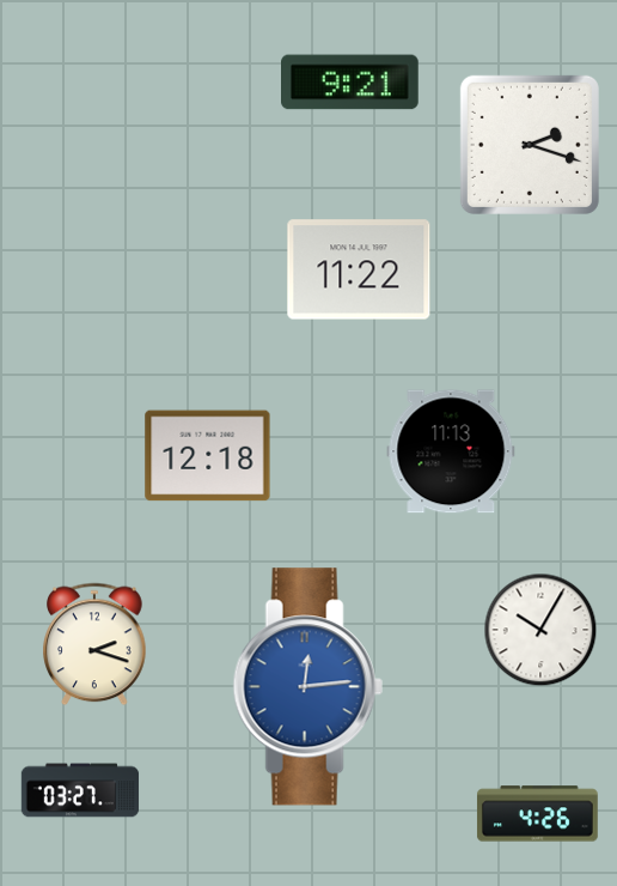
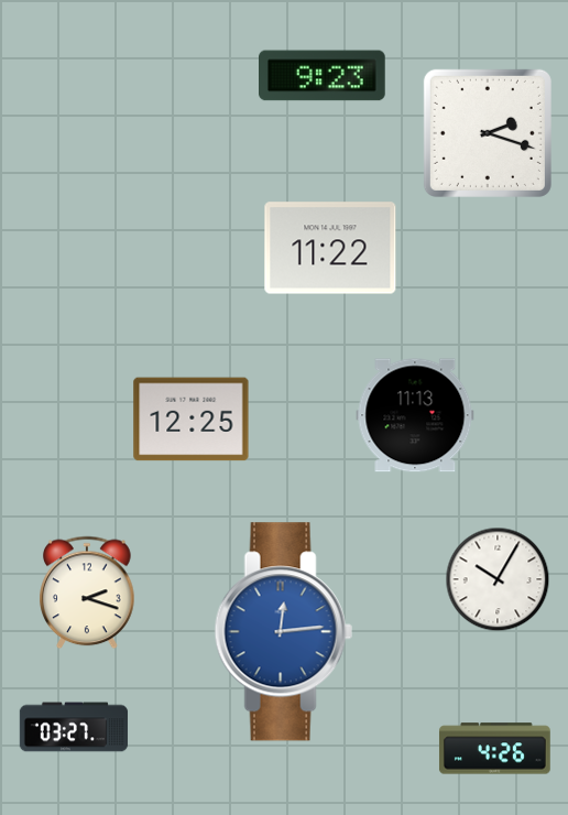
clock at (350, 83): 9:21 -> 9:23
clock at (208, 456): 12:18 -> 12:25
